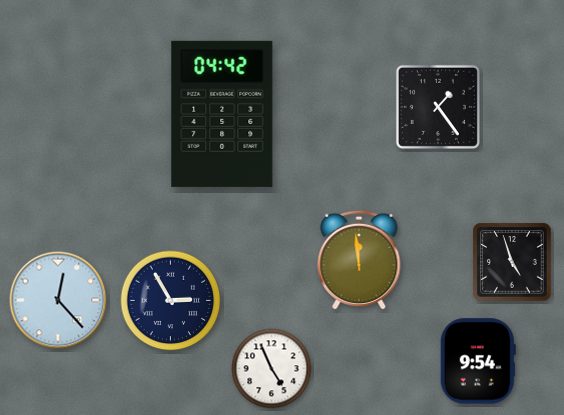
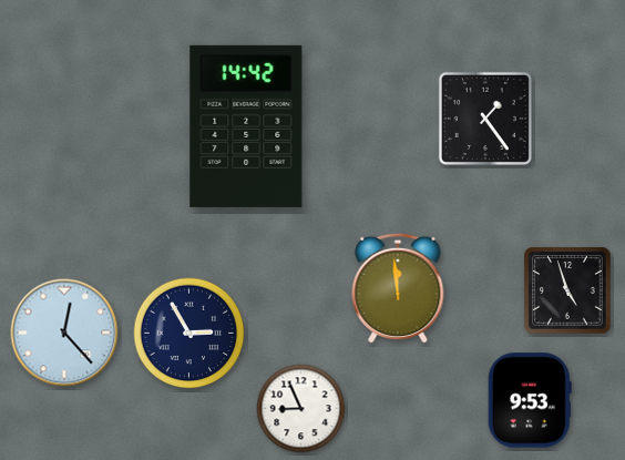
clock at (222, 114): 04:42 -> 14:42
clock at (478, 361): 9:54 -> 9:53
clock at (272, 369): 4:56 -> 8:56
